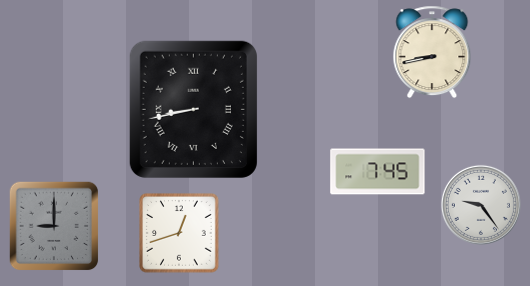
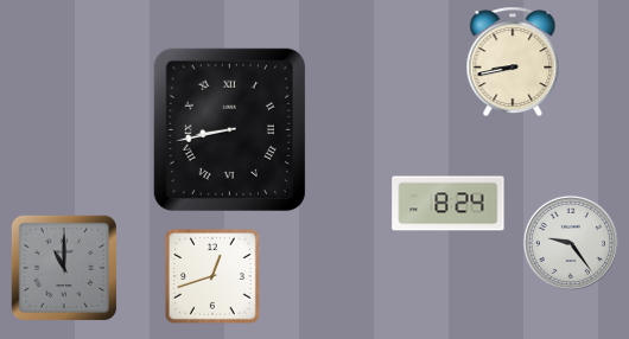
clock at (378, 172): 7:45 -> 8:24
clock at (54, 226): 9:00 -> 11:00
